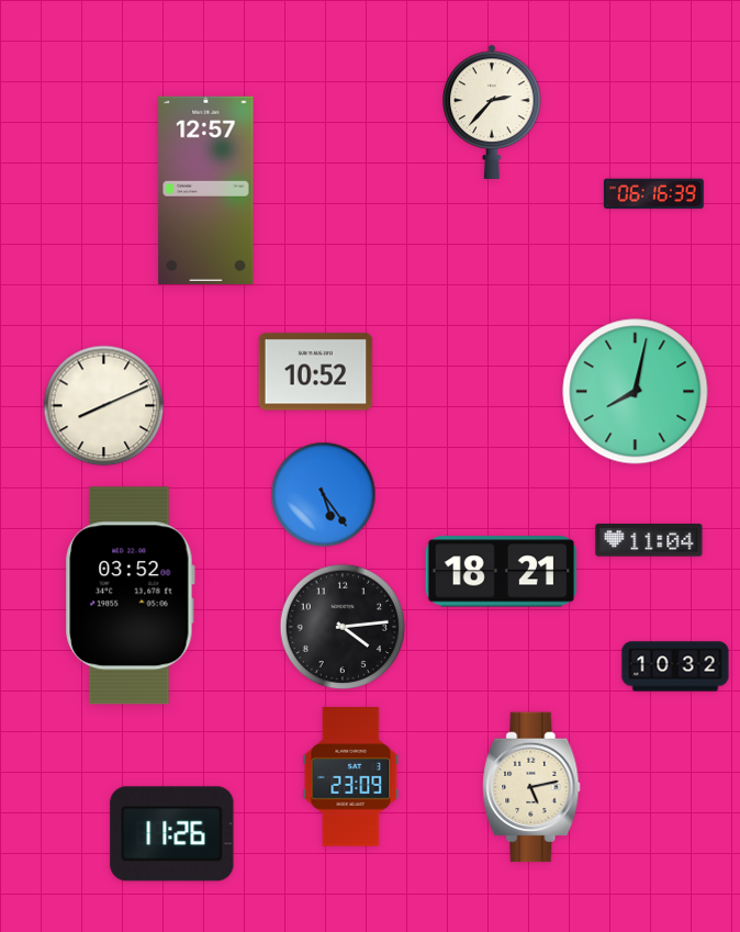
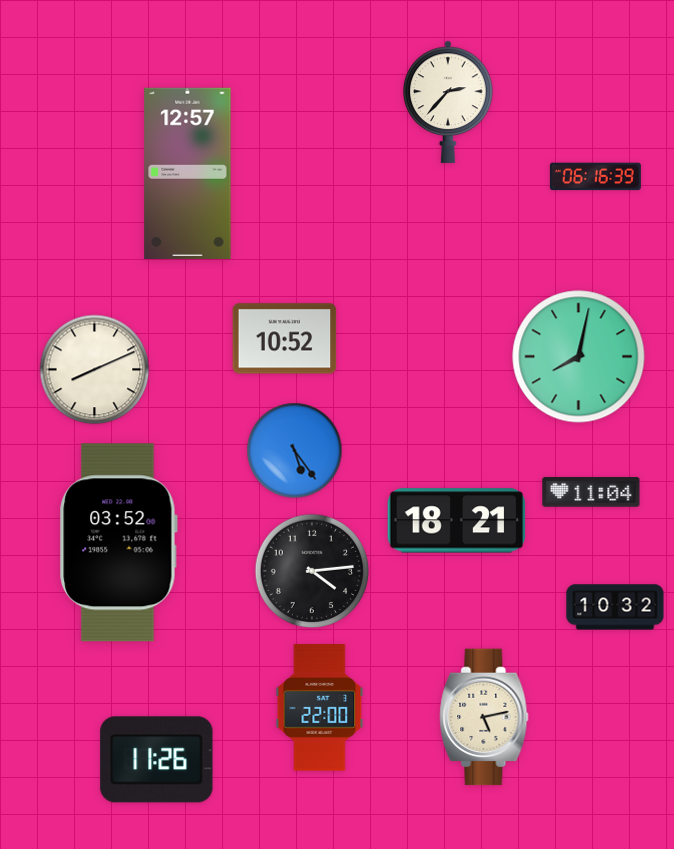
clock at (316, 372) position: (316, 372) -> (285, 339)
clock at (351, 777): 23:09 -> 22:00
